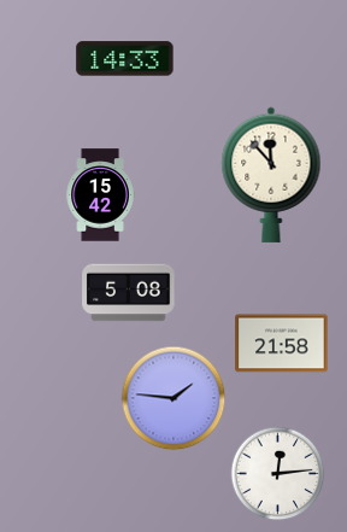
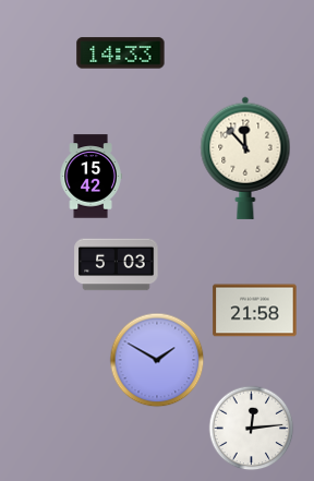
clock at (125, 59) position: (125, 59) -> (121, 53)
clock at (129, 293): 5:08 -> 5:03
clock at (173, 398): 1:46 -> 1:50
